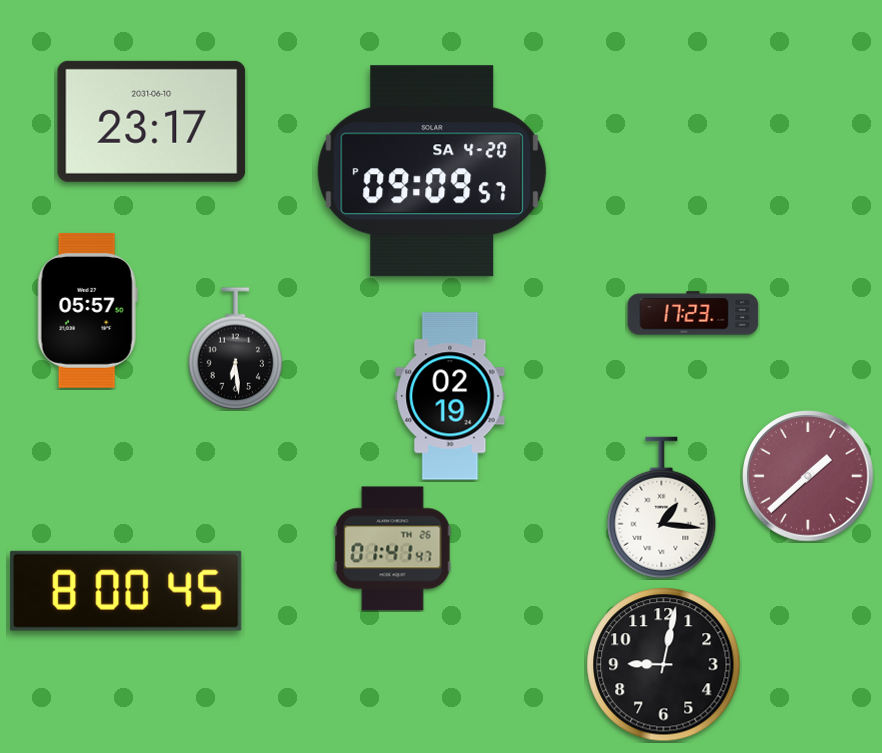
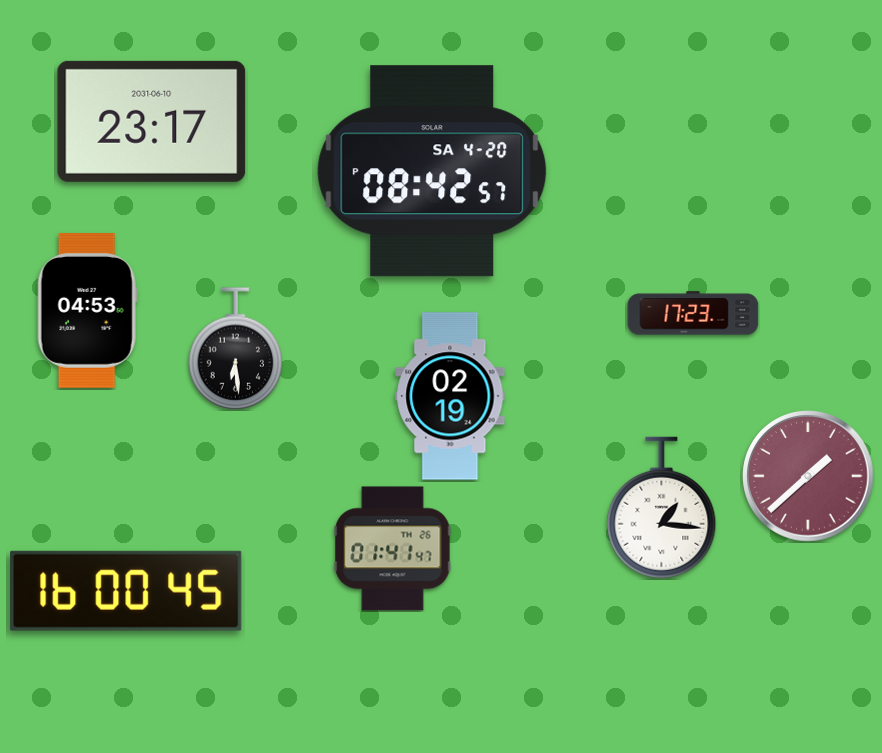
clock at (432, 171): 09:09 -> 08:42
clock at (87, 310): 05:57 -> 04:53
clock at (126, 591): 8:00 -> 16:00
clock at (664, 665): 9:02 -> none
